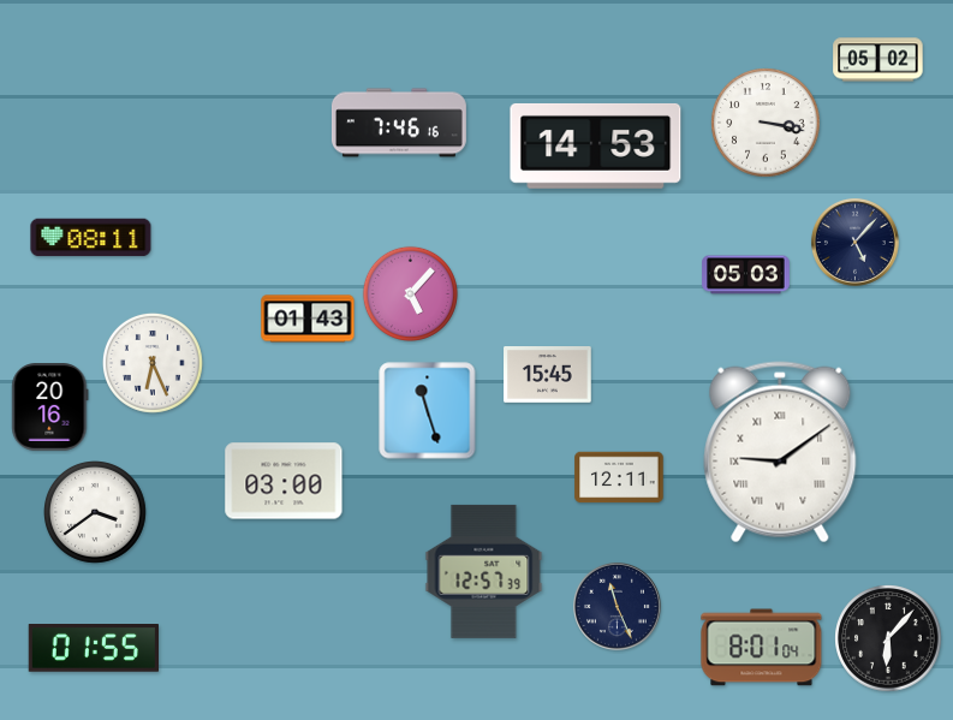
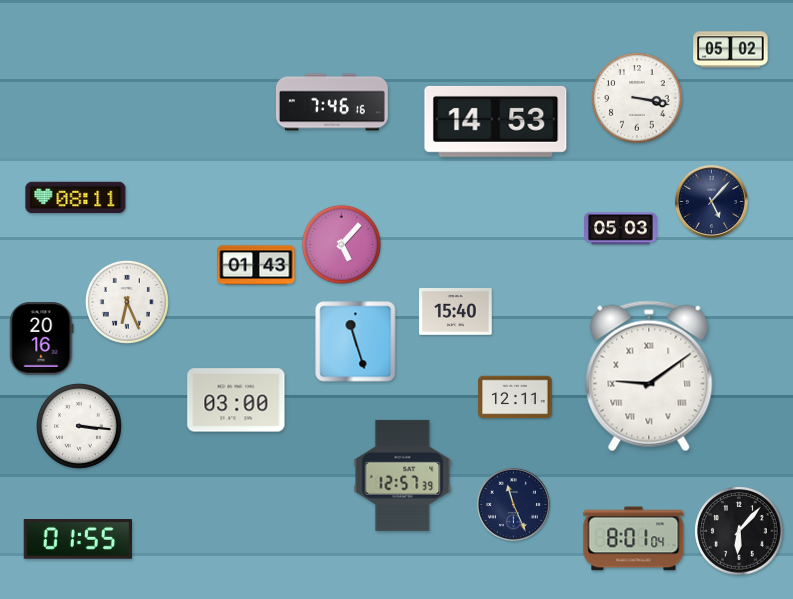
clock at (766, 123) position: (766, 123) -> (637, 98)
clock at (548, 375): 15:45 -> 15:40
clock at (96, 513): 3:39 -> 3:16
